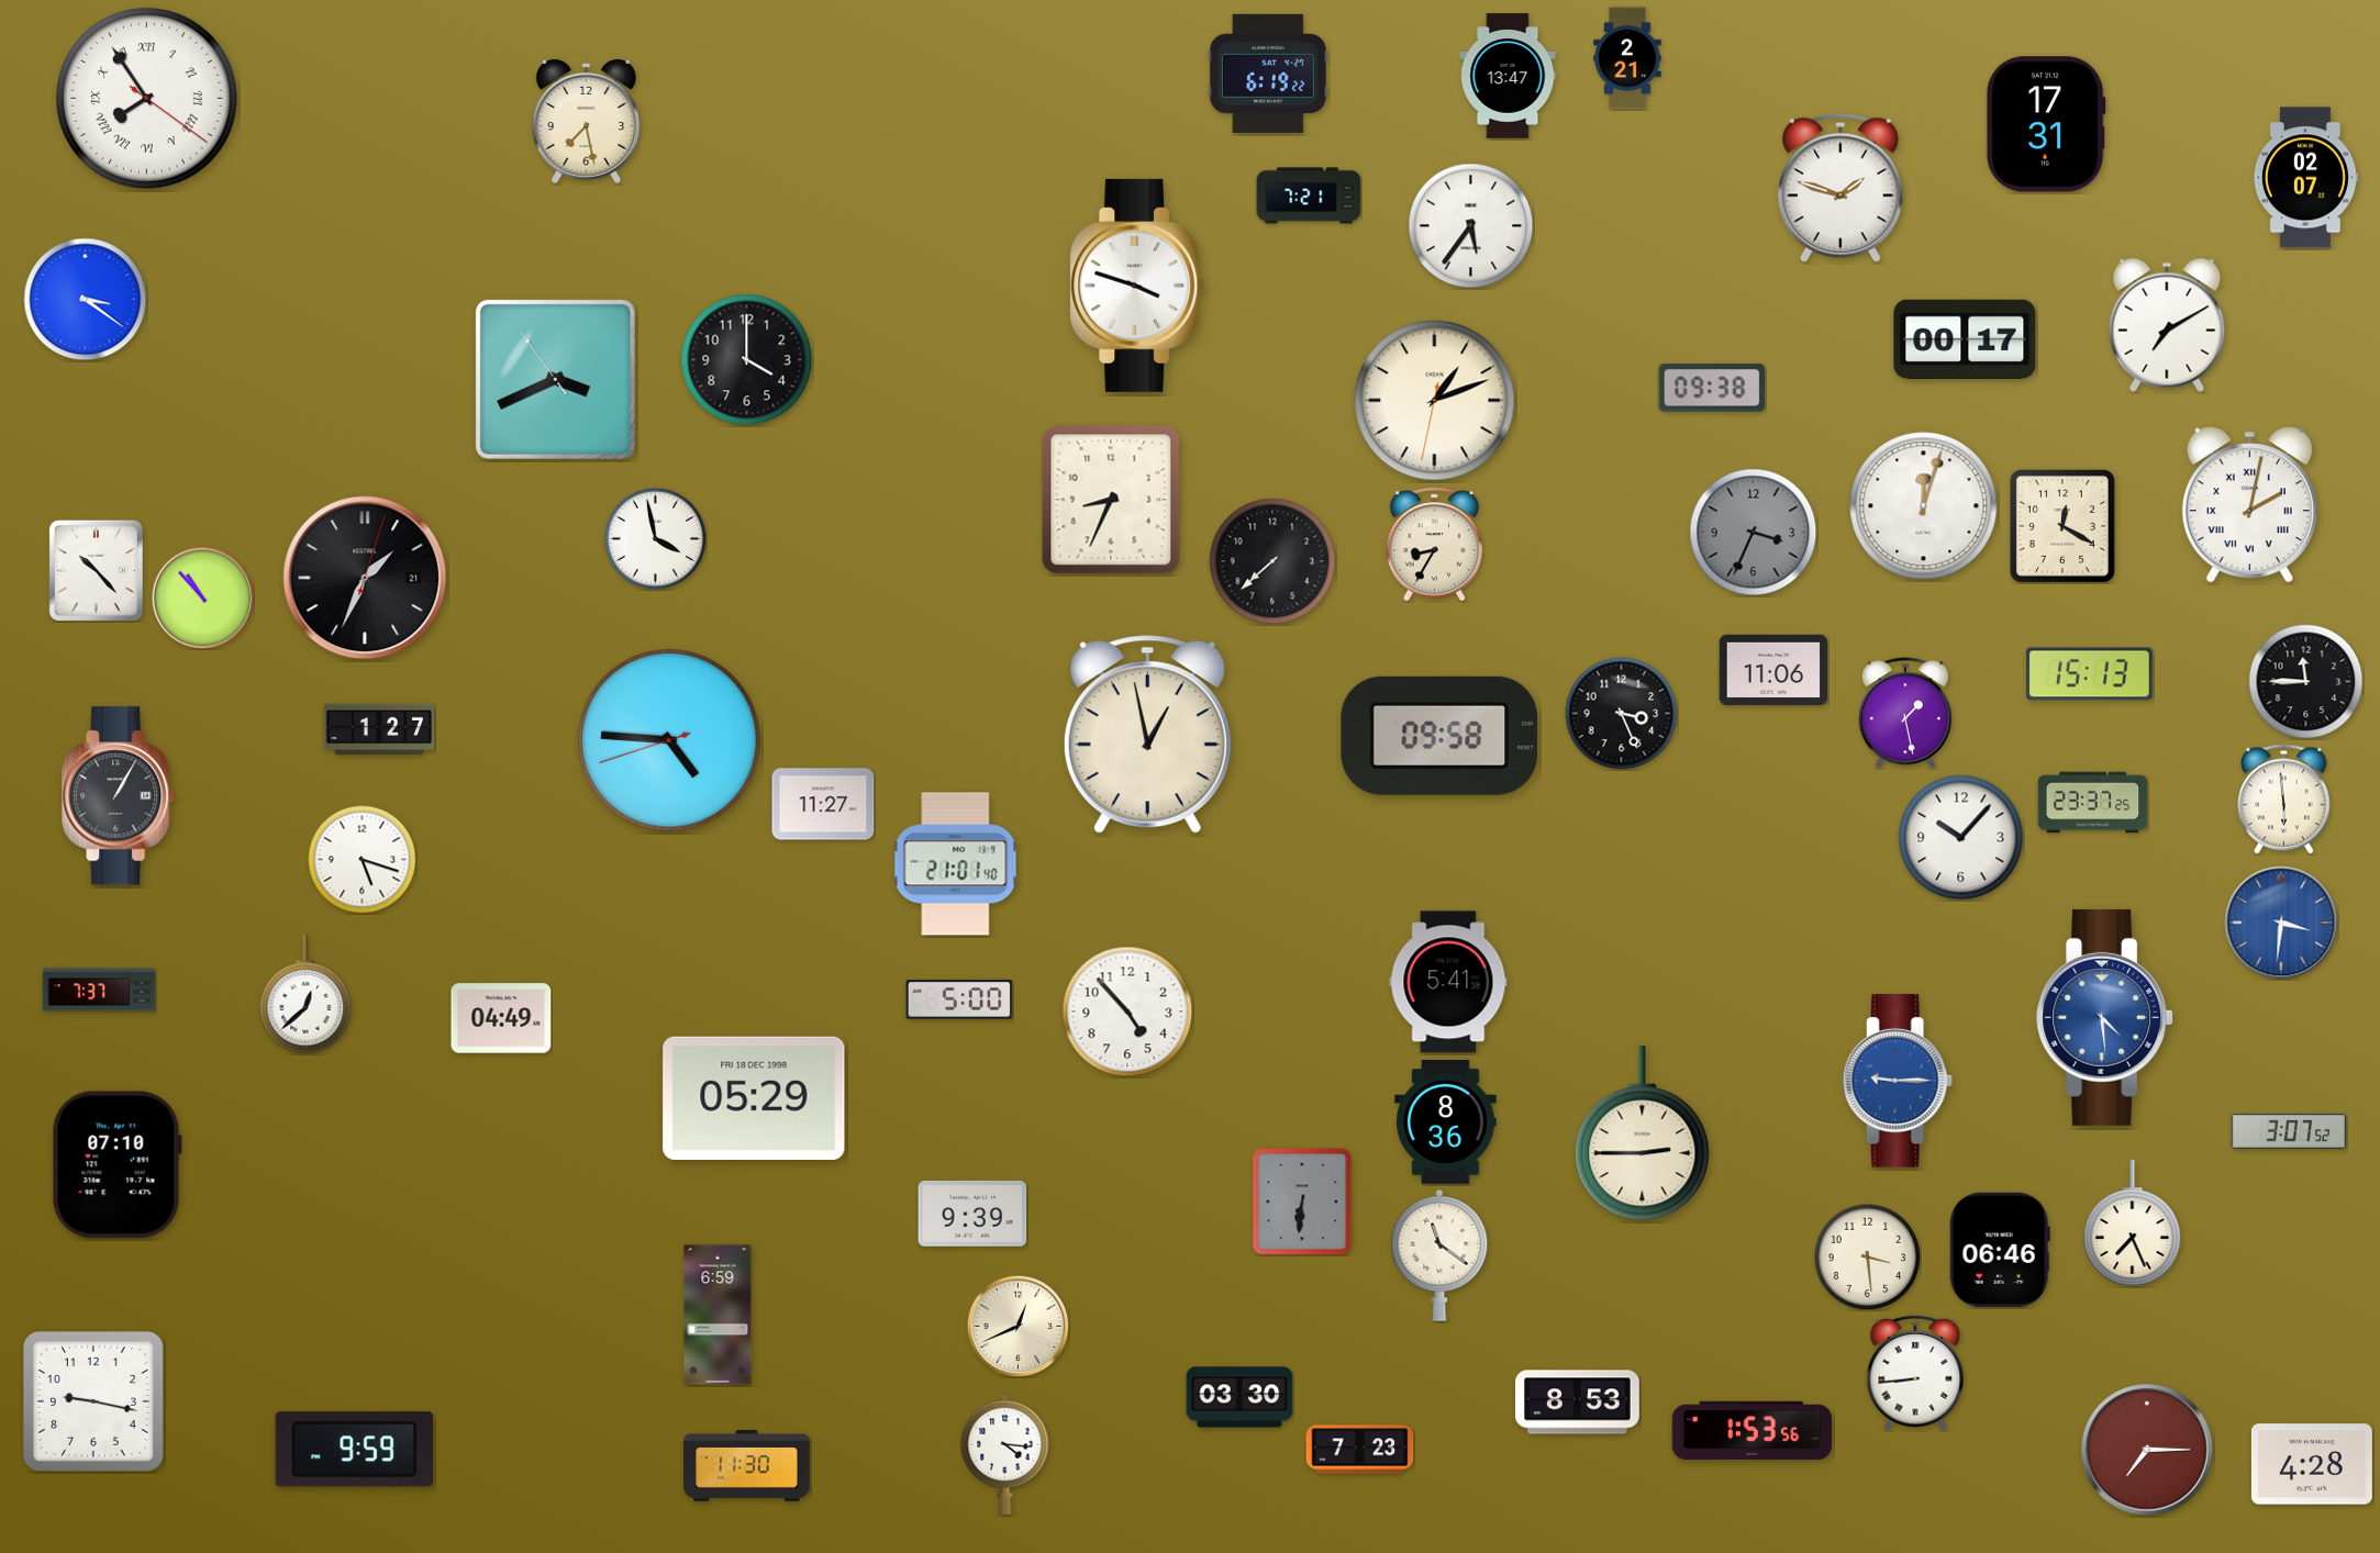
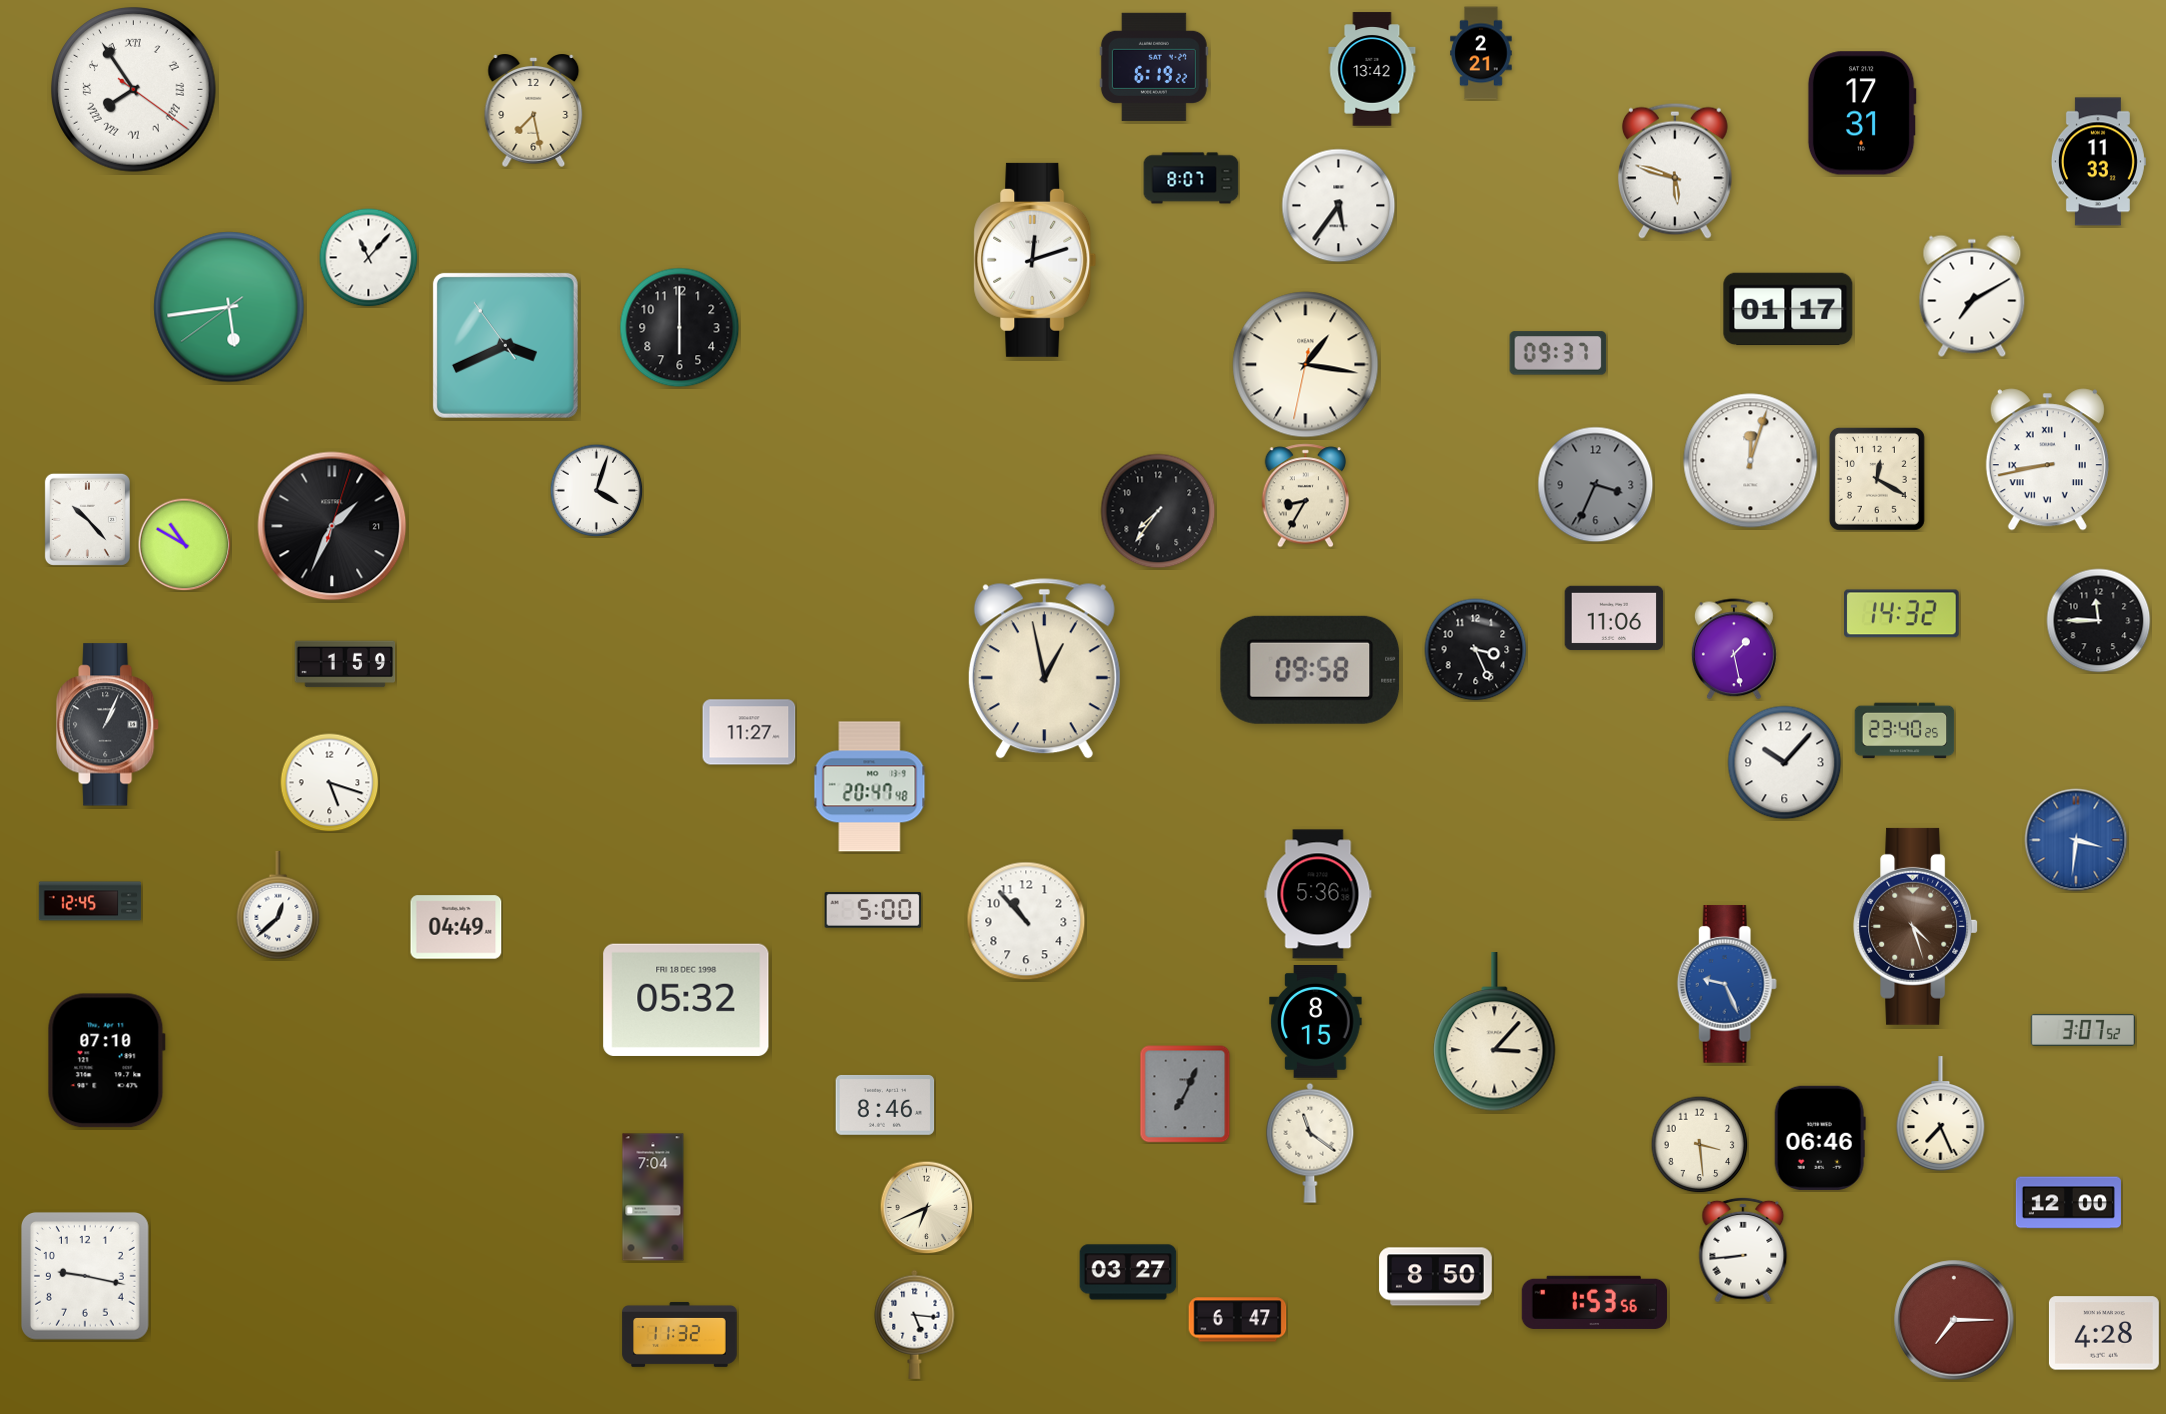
clock at (1508, 76): 13:47 -> 13:42
clock at (2305, 178): 02:07 -> 11:33
clock at (1840, 188): 1:48 -> 5:48
clock at (1309, 195): 7:21 -> 8:07
clock at (369, 258): none -> 11:07
clock at (1137, 286): 3:48 -> 12:12
clock at (86, 300): 3:21 -> none
clock at (229, 307): none -> 5:43
clock at (1965, 339): 00:17 -> 01:17
clock at (747, 360): 4:00 -> 6:00
clock at (1712, 388): 09:38 -> 09:37
clock at (1435, 401): 1:11 -> 1:16
clock at (1111, 500): 8:34 -> none
clock at (2249, 505): 2:02 -> 8:43
clock at (655, 538): 3:58 -> 4:03
clock at (1272, 561): 7:38 -> 7:36
clock at (202, 597): 10:53 -> 10:50
clock at (1773, 670) position: (1773, 670) -> (1614, 618)
clock at (2090, 674): 15:13 -> 14:32
clock at (379, 729): 1:27 -> 1:59
clock at (669, 740): 4:45 -> none
clock at (120, 796): 1:05 -> 1:04
clock at (2284, 800): 5:59 -> none
clock at (2093, 803): 23:37 -> 23:40
clock at (956, 864): 21:01 -> 20:47
clock at (1448, 982): 5:41 -> 5:36
clock at (99, 990): 7:37 -> 12:45
clock at (1127, 1012): 4:53 -> 10:53
clock at (2105, 1017): 4:29 -> 4:27
clock at (2105, 1017) dial: blue -> brown
clock at (1898, 1081): 9:15 -> 9:26
clock at (754, 1098): 05:29 -> 05:32
clock at (1446, 1122): 8:36 -> 8:15
clock at (1643, 1133): 2:45 -> 3:07
clock at (1302, 1202): 6:31 -> 7:04
clock at (972, 1214): 9:39 -> 8:46
clock at (718, 1315): 6:59 -> 7:04
clock at (2068, 1203): none -> 12:00
clock at (1017, 1326): 12:41 -> 6:41
clock at (1239, 1397): 03:30 -> 03:27
clock at (1578, 1403): 8:53 -> 8:50
clock at (354, 1450): 9:59 -> none
clock at (1360, 1450): 7:23 -> 6:47
clock at (1005, 1454): 4:16 -> 5:16
clock at (747, 1465): 11:30 -> 11:32
